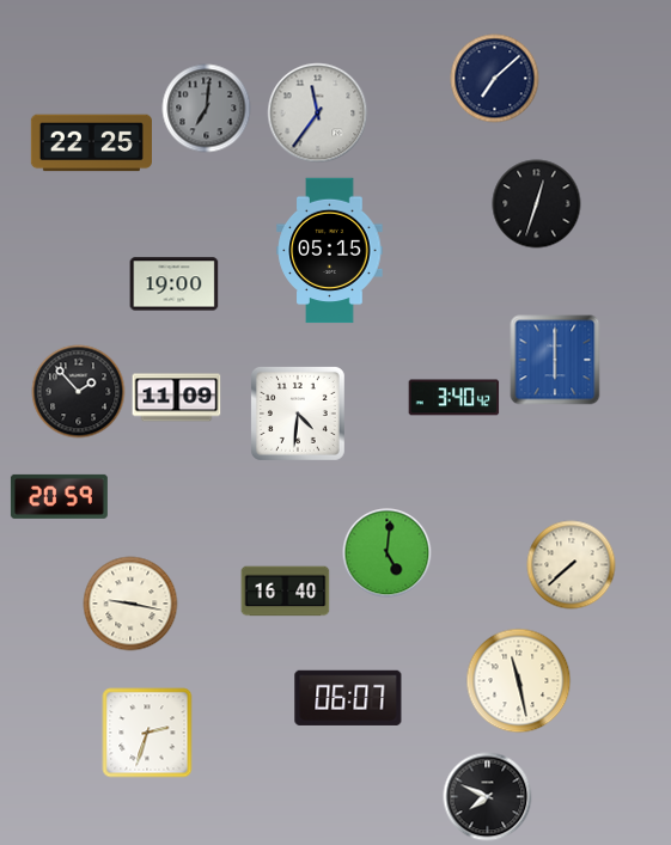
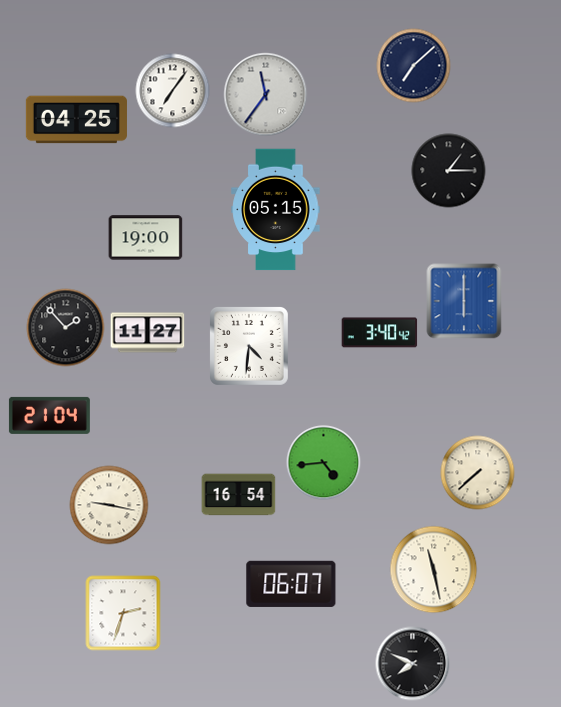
clock at (207, 109): 7:01 -> 7:06
clock at (207, 109) dial: grey -> white
clock at (91, 143): 22:25 -> 04:25
clock at (537, 204): 12:33 -> 1:15
clock at (177, 398): 11:09 -> 11:27
clock at (59, 496): 20:59 -> 21:04
clock at (388, 553): 5:01 -> 4:44
clock at (286, 592): 16:40 -> 16:54
clock at (488, 797) position: (488, 797) -> (413, 664)
